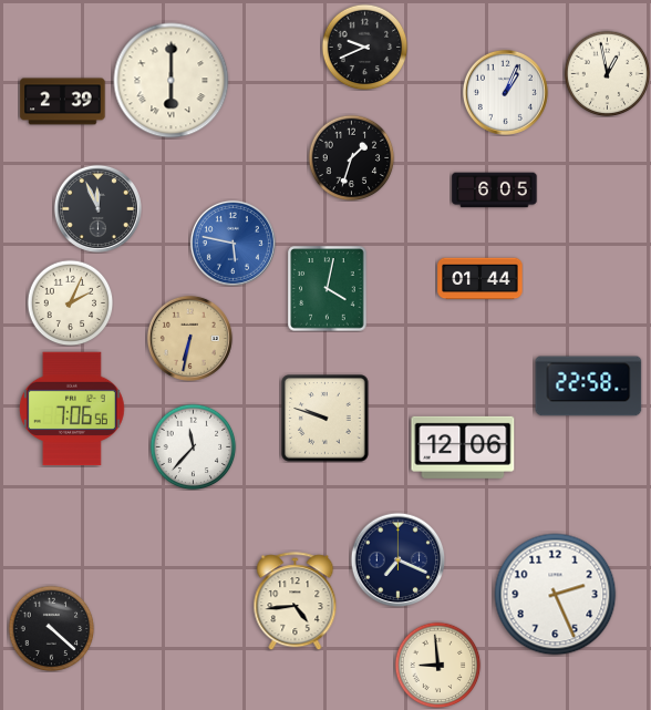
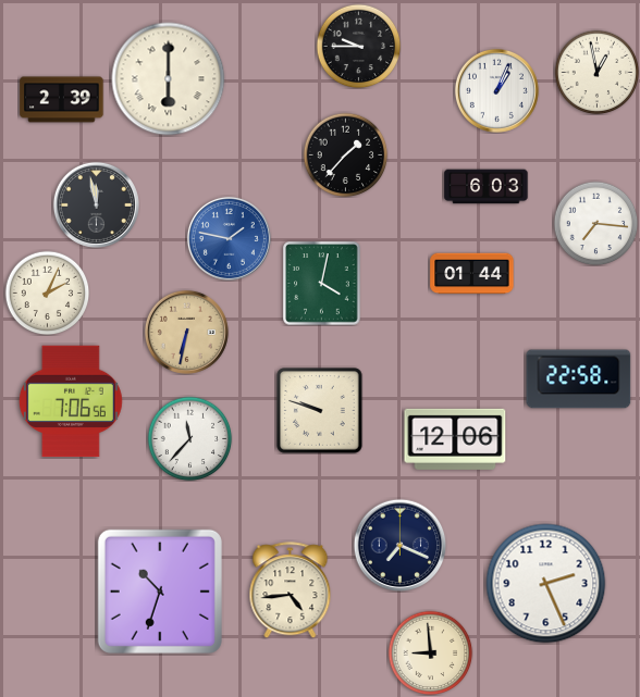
clock at (364, 47): 9:41 -> 9:45
clock at (351, 157): 1:33 -> 1:37
clock at (495, 191): 6:05 -> 6:03
clock at (97, 208): 11:56 -> 11:58
clock at (595, 223): none -> 7:16
clock at (232, 243): 5:47 -> 1:47
clock at (70, 302) position: (70, 302) -> (47, 293)
clock at (397, 559) position: (397, 559) -> (399, 545)
clock at (160, 592): none -> 10:33
clock at (51, 628): 4:22 -> none
